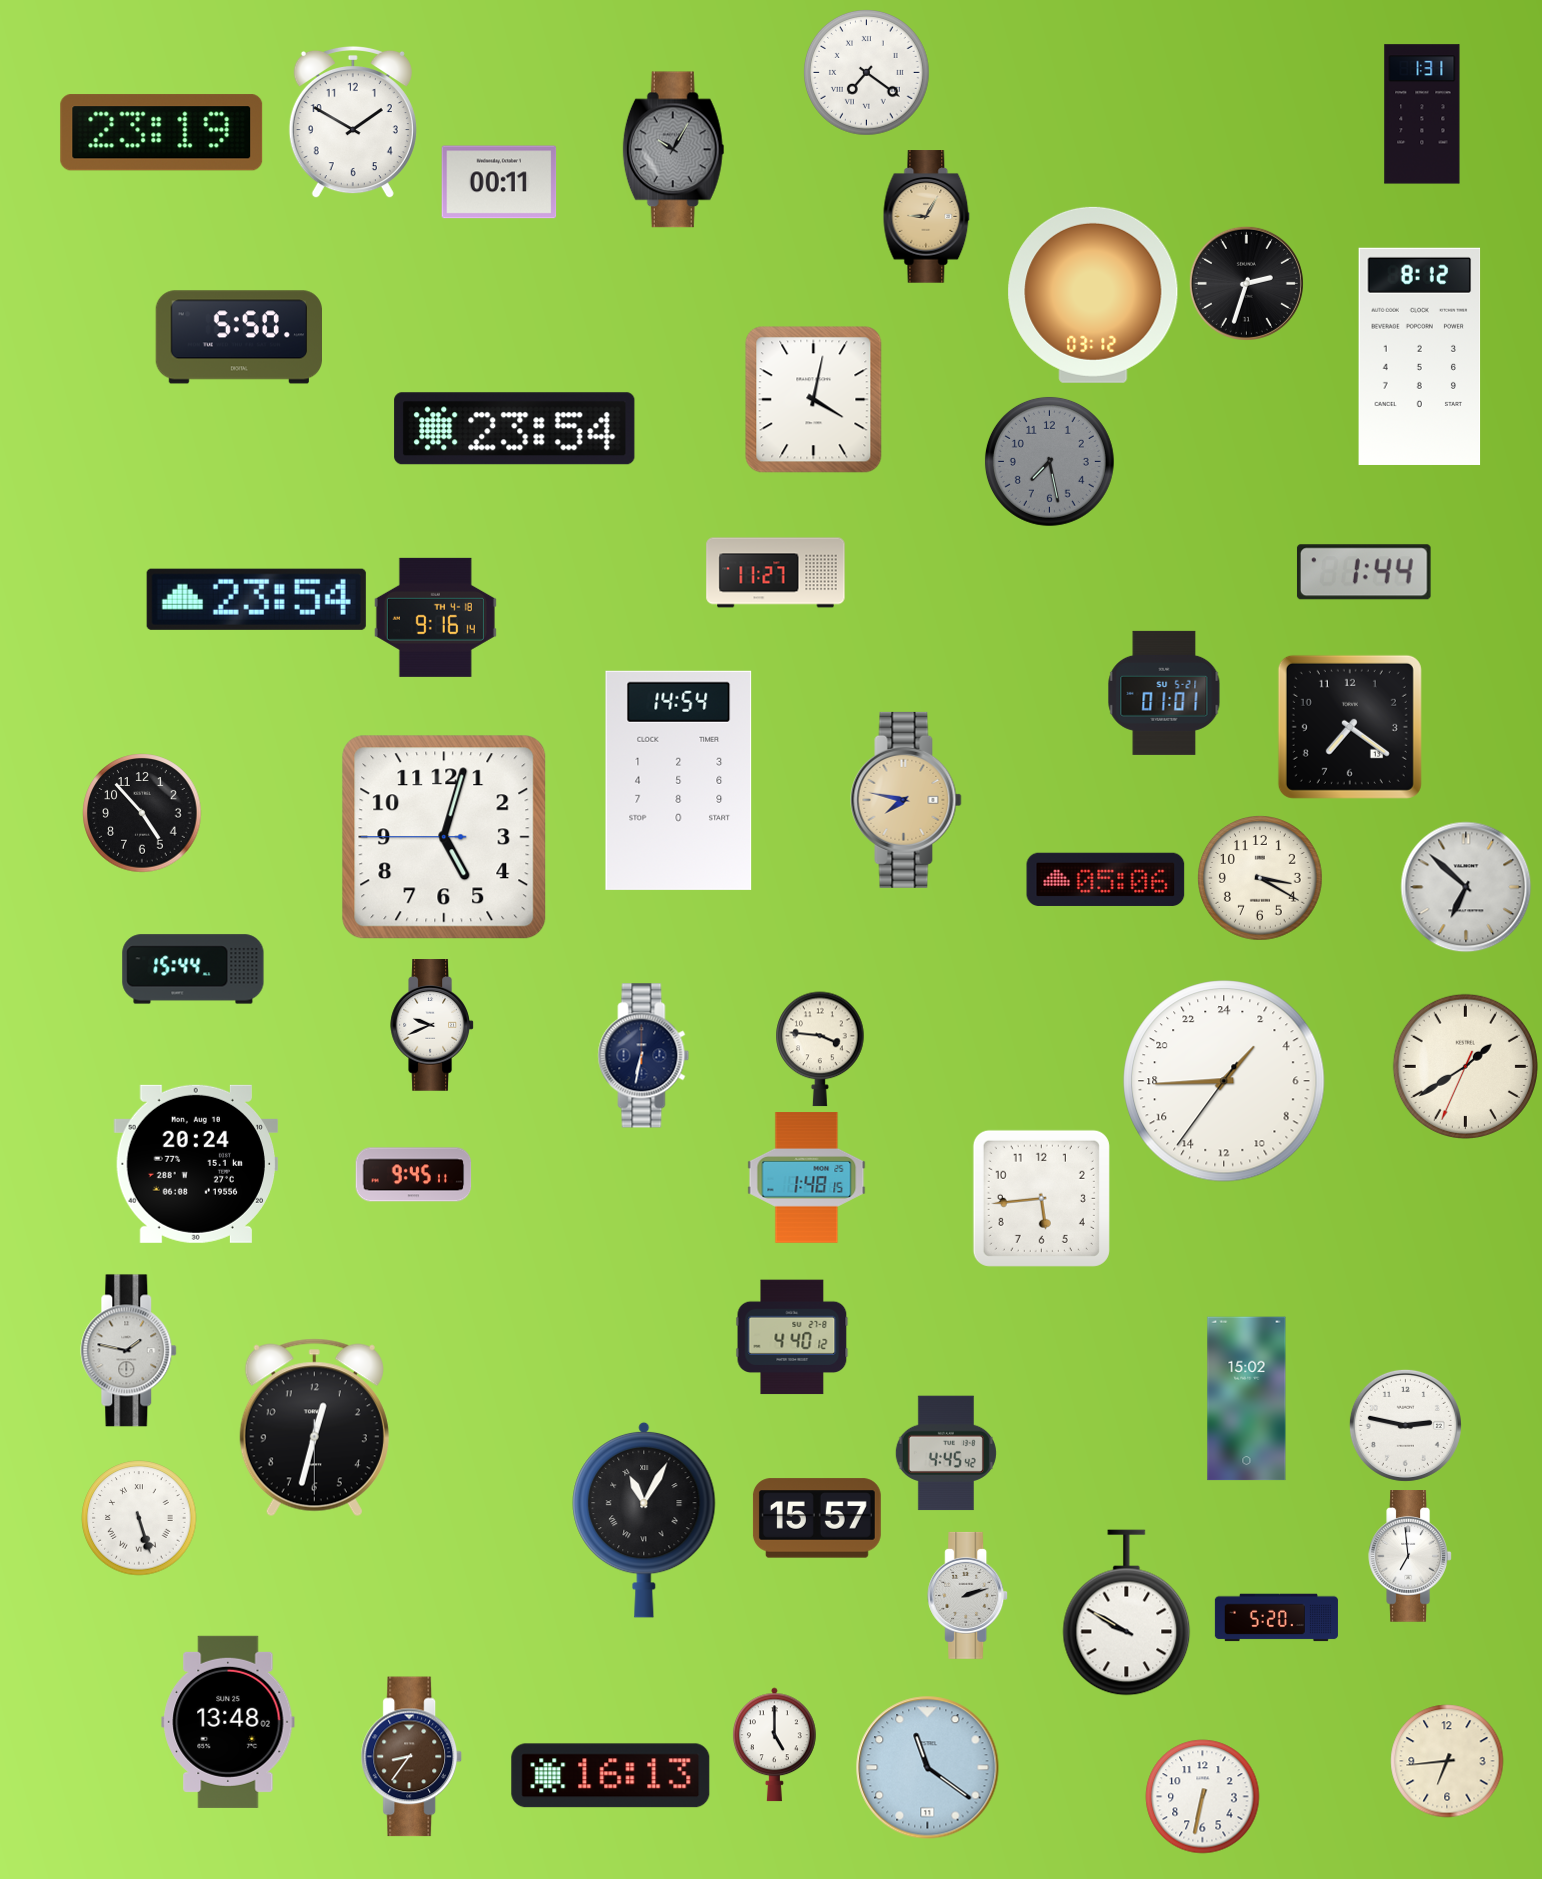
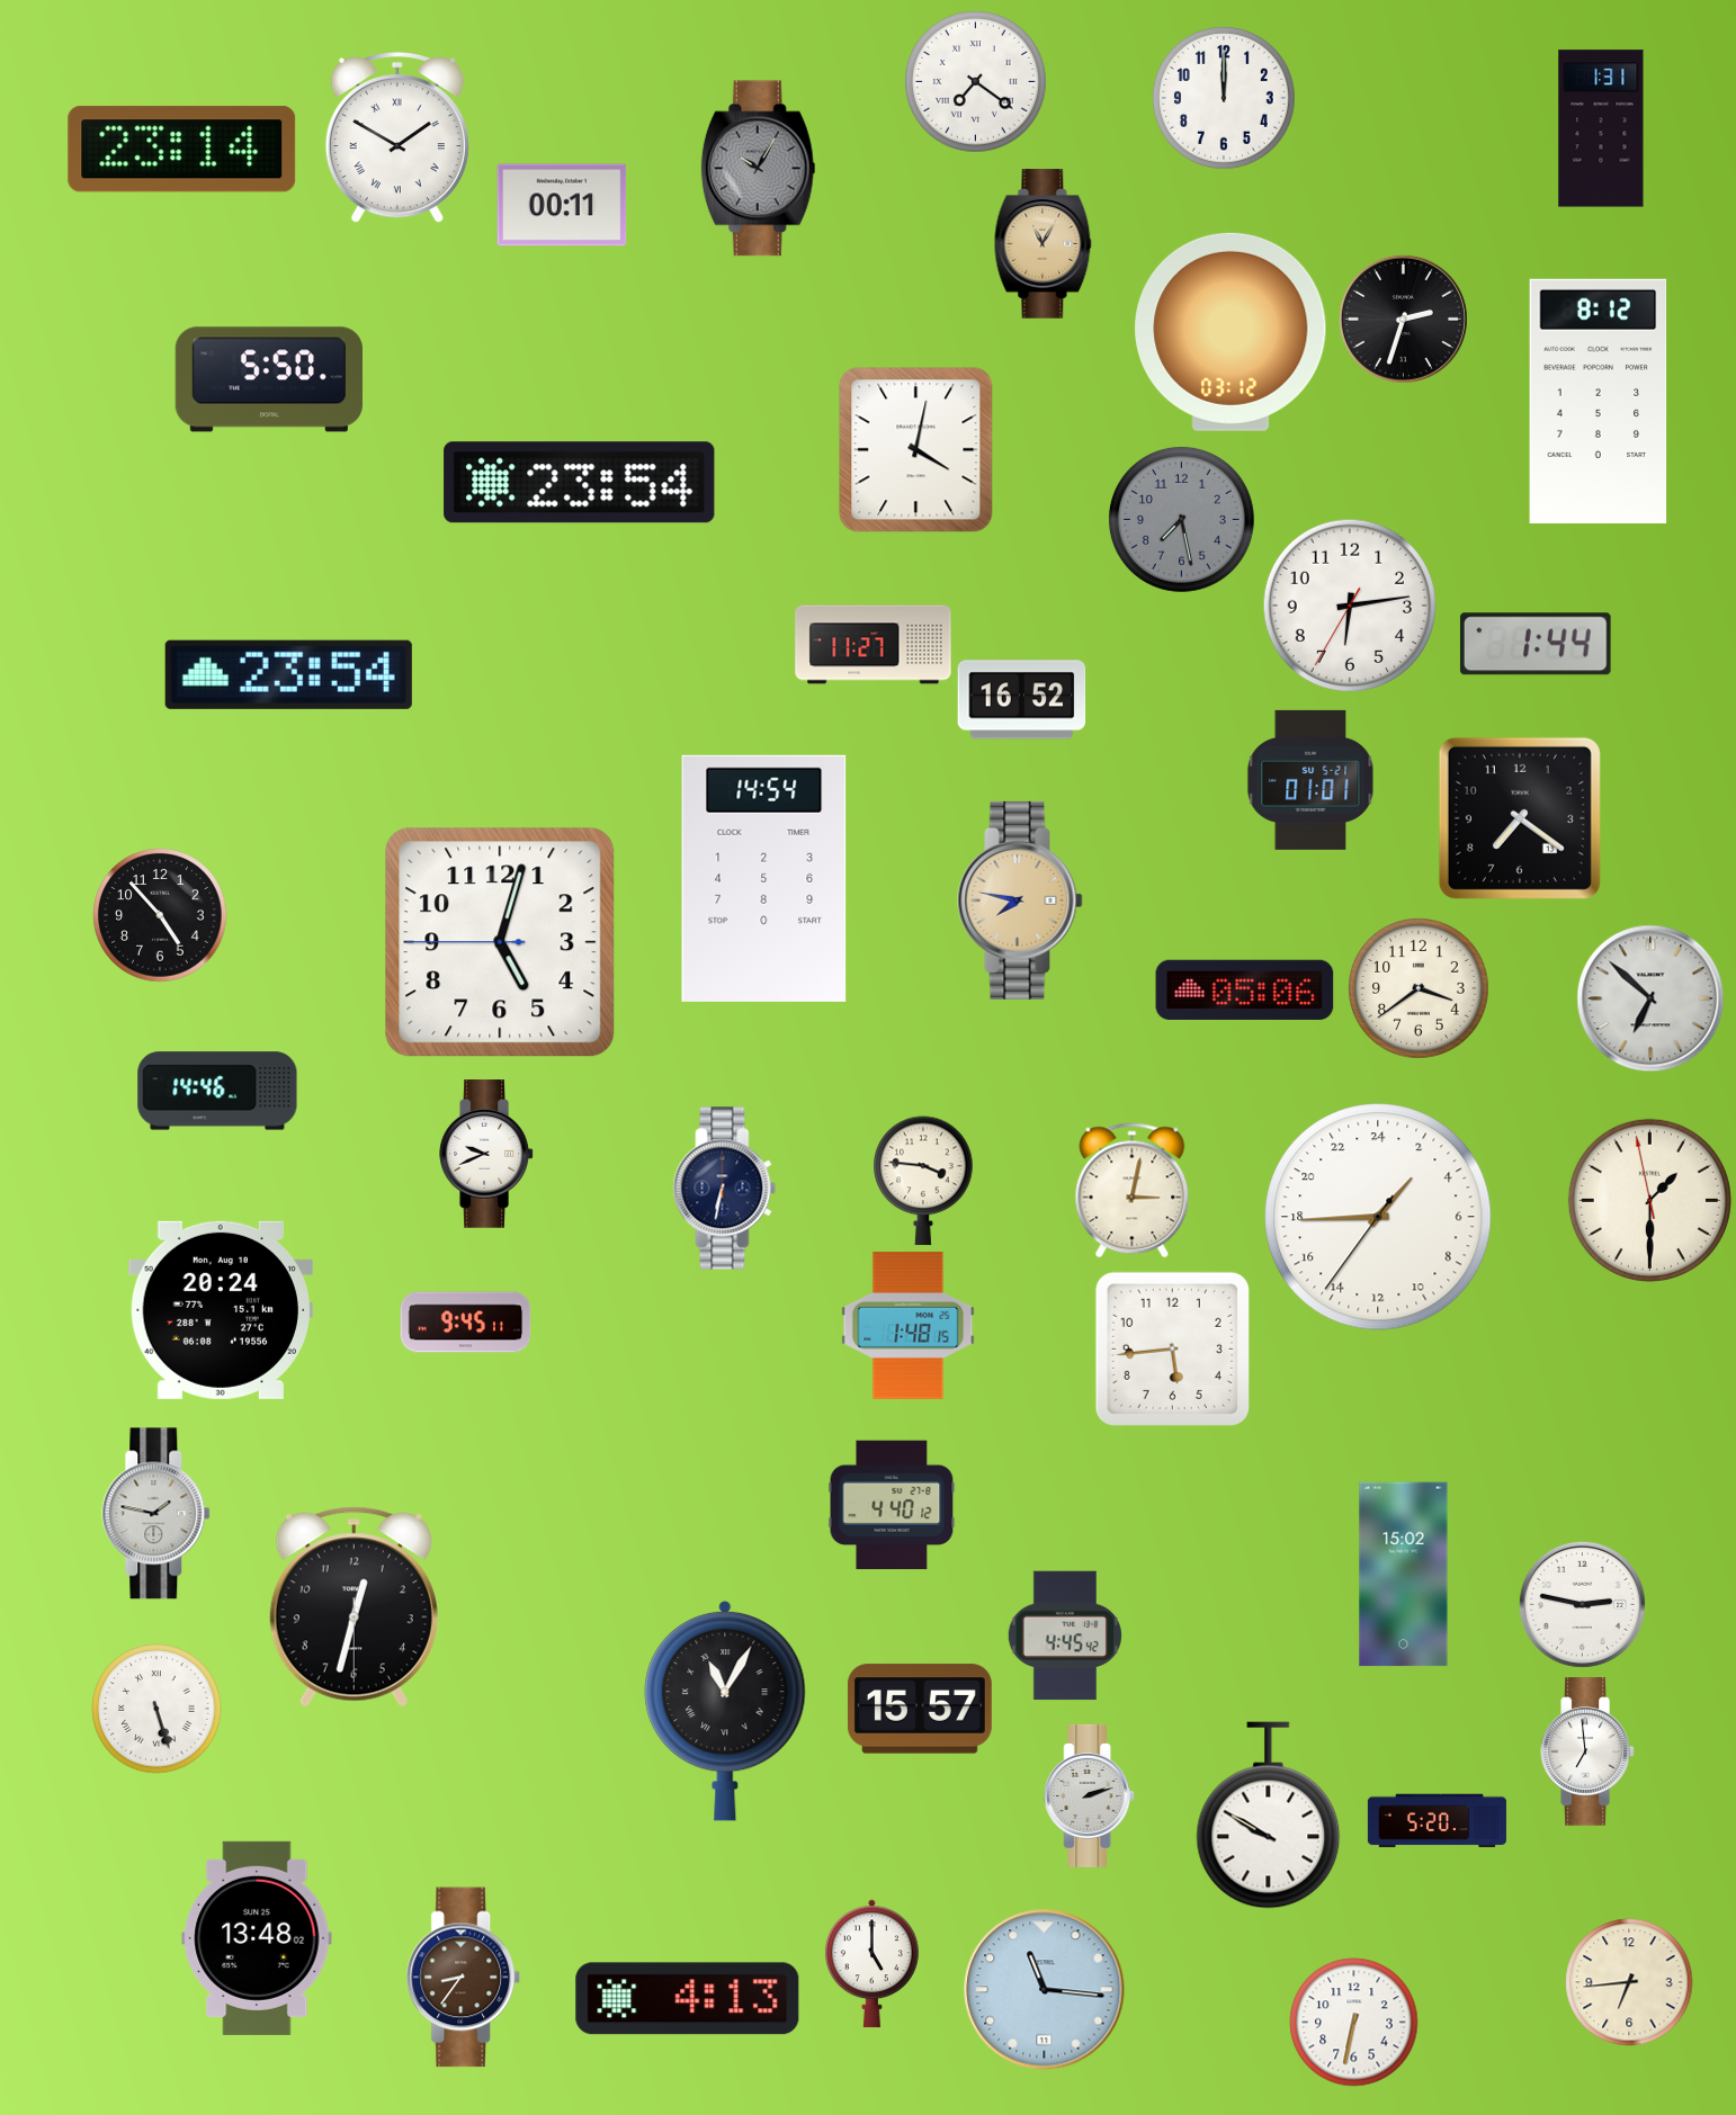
clock at (1224, 98): none -> 12:00
clock at (353, 122) numerals: Arabic -> Roman
clock at (162, 133): 23:19 -> 23:14
clock at (927, 217): 9:05 -> 11:05
clock at (1350, 606): none -> 6:13
clock at (435, 617): 9:16 -> none
clock at (1022, 700): none -> 16:52
clock at (1261, 879): 3:20 -> 3:39
clock at (193, 969): 15:44 -> 14:46
clock at (1133, 1191): none -> 3:02
clock at (1465, 1066): 1:39 -> 1:29
clock at (129, 1351) position: (129, 1351) -> (156, 1514)
clock at (928, 1768): 11:21 -> 11:16
clock at (611, 1776): 16:13 -> 4:13
